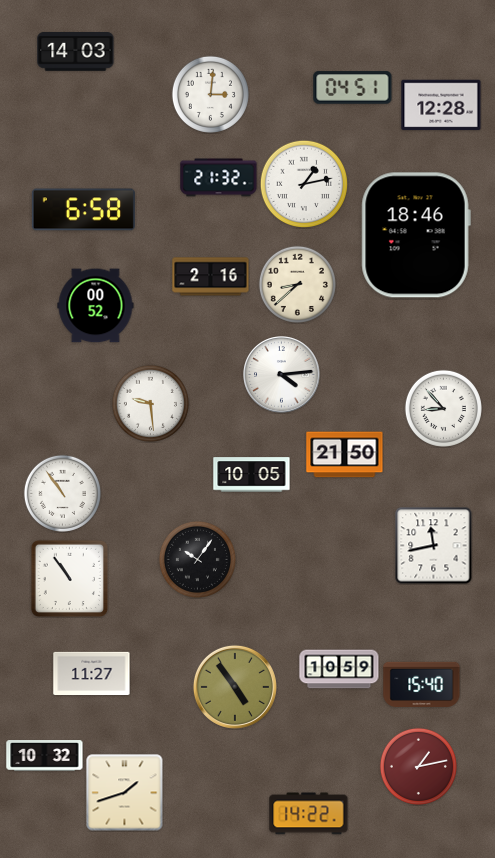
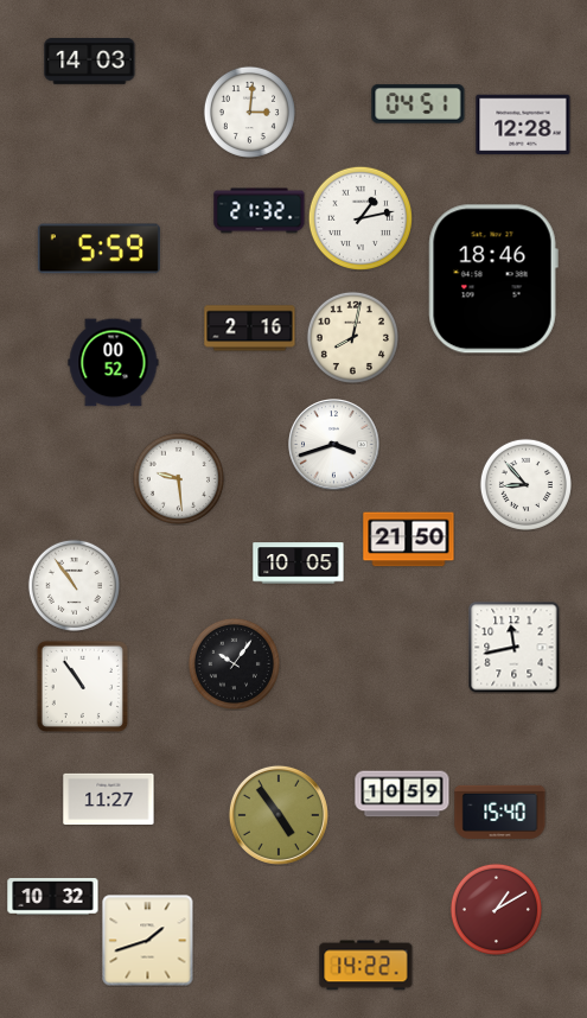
clock at (83, 210): 6:58 -> 5:59
clock at (297, 284): 8:38 -> 8:02
clock at (282, 375): 4:14 -> 3:42
clock at (418, 766): 1:13 -> 1:10
